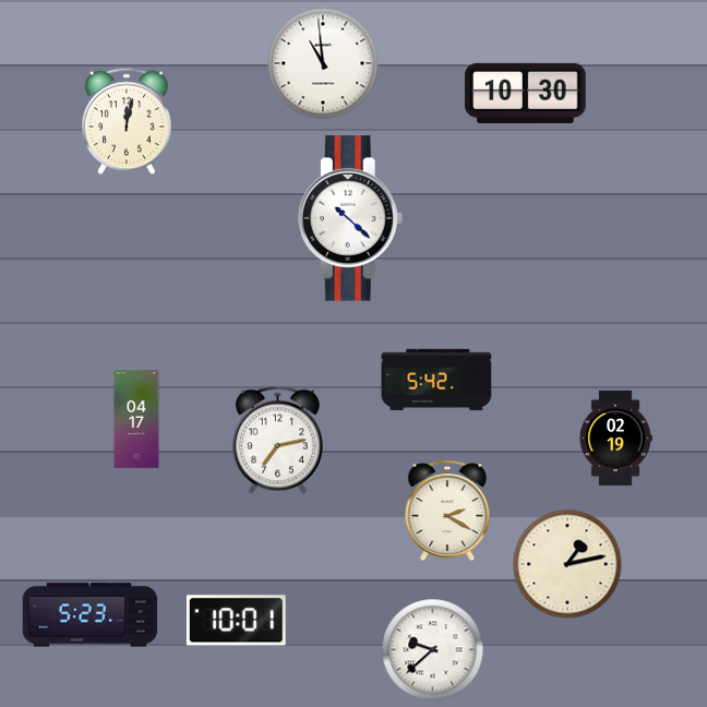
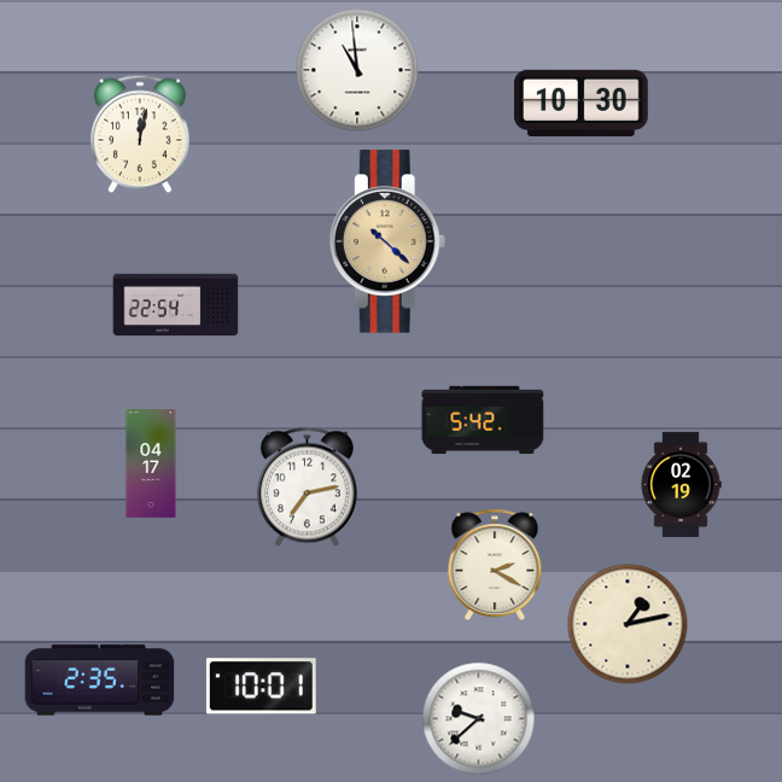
clock at (350, 218) dial: white -> champagne
clock at (176, 305): none -> 22:54
clock at (91, 615): 5:23 -> 2:35
